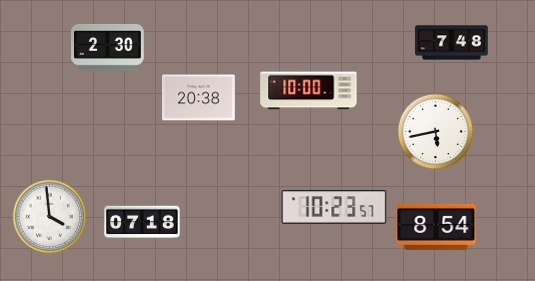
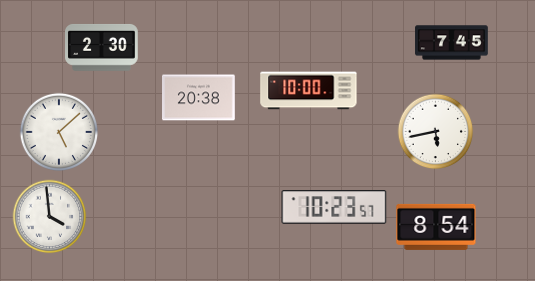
clock at (452, 43): 7:48 -> 7:45
clock at (108, 47) position: (108, 47) -> (102, 47)
clock at (58, 131): none -> 5:08
clock at (142, 222): 07:18 -> none
